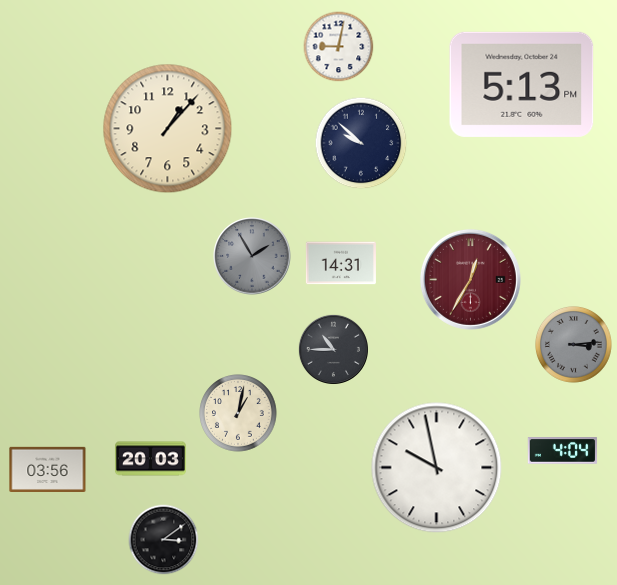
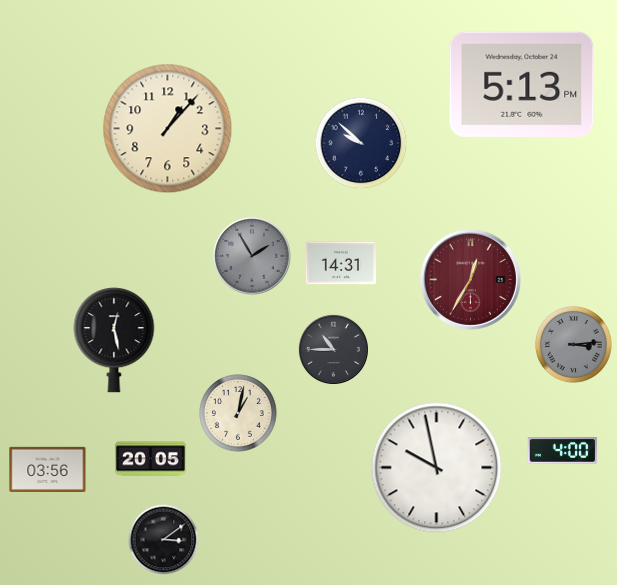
clock at (339, 47): 9:02 -> none
clock at (114, 340): none -> 12:28
clock at (563, 451): 4:04 -> 4:00
clock at (150, 459): 20:03 -> 20:05
